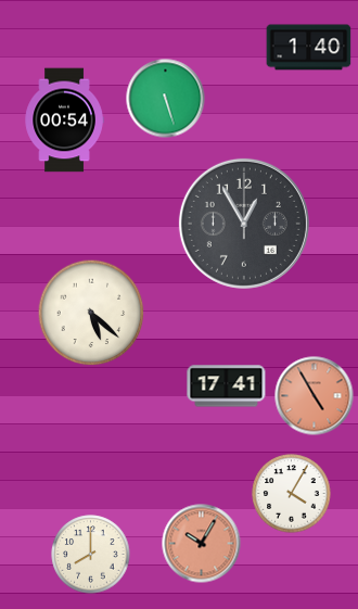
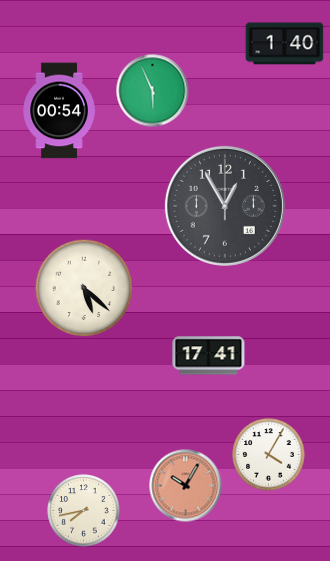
clock at (166, 99): 5:27 -> 5:56
clock at (315, 396): 4:55 -> none
clock at (202, 544) position: (202, 544) -> (186, 486)
clock at (91, 555): 8:00 -> 7:43
